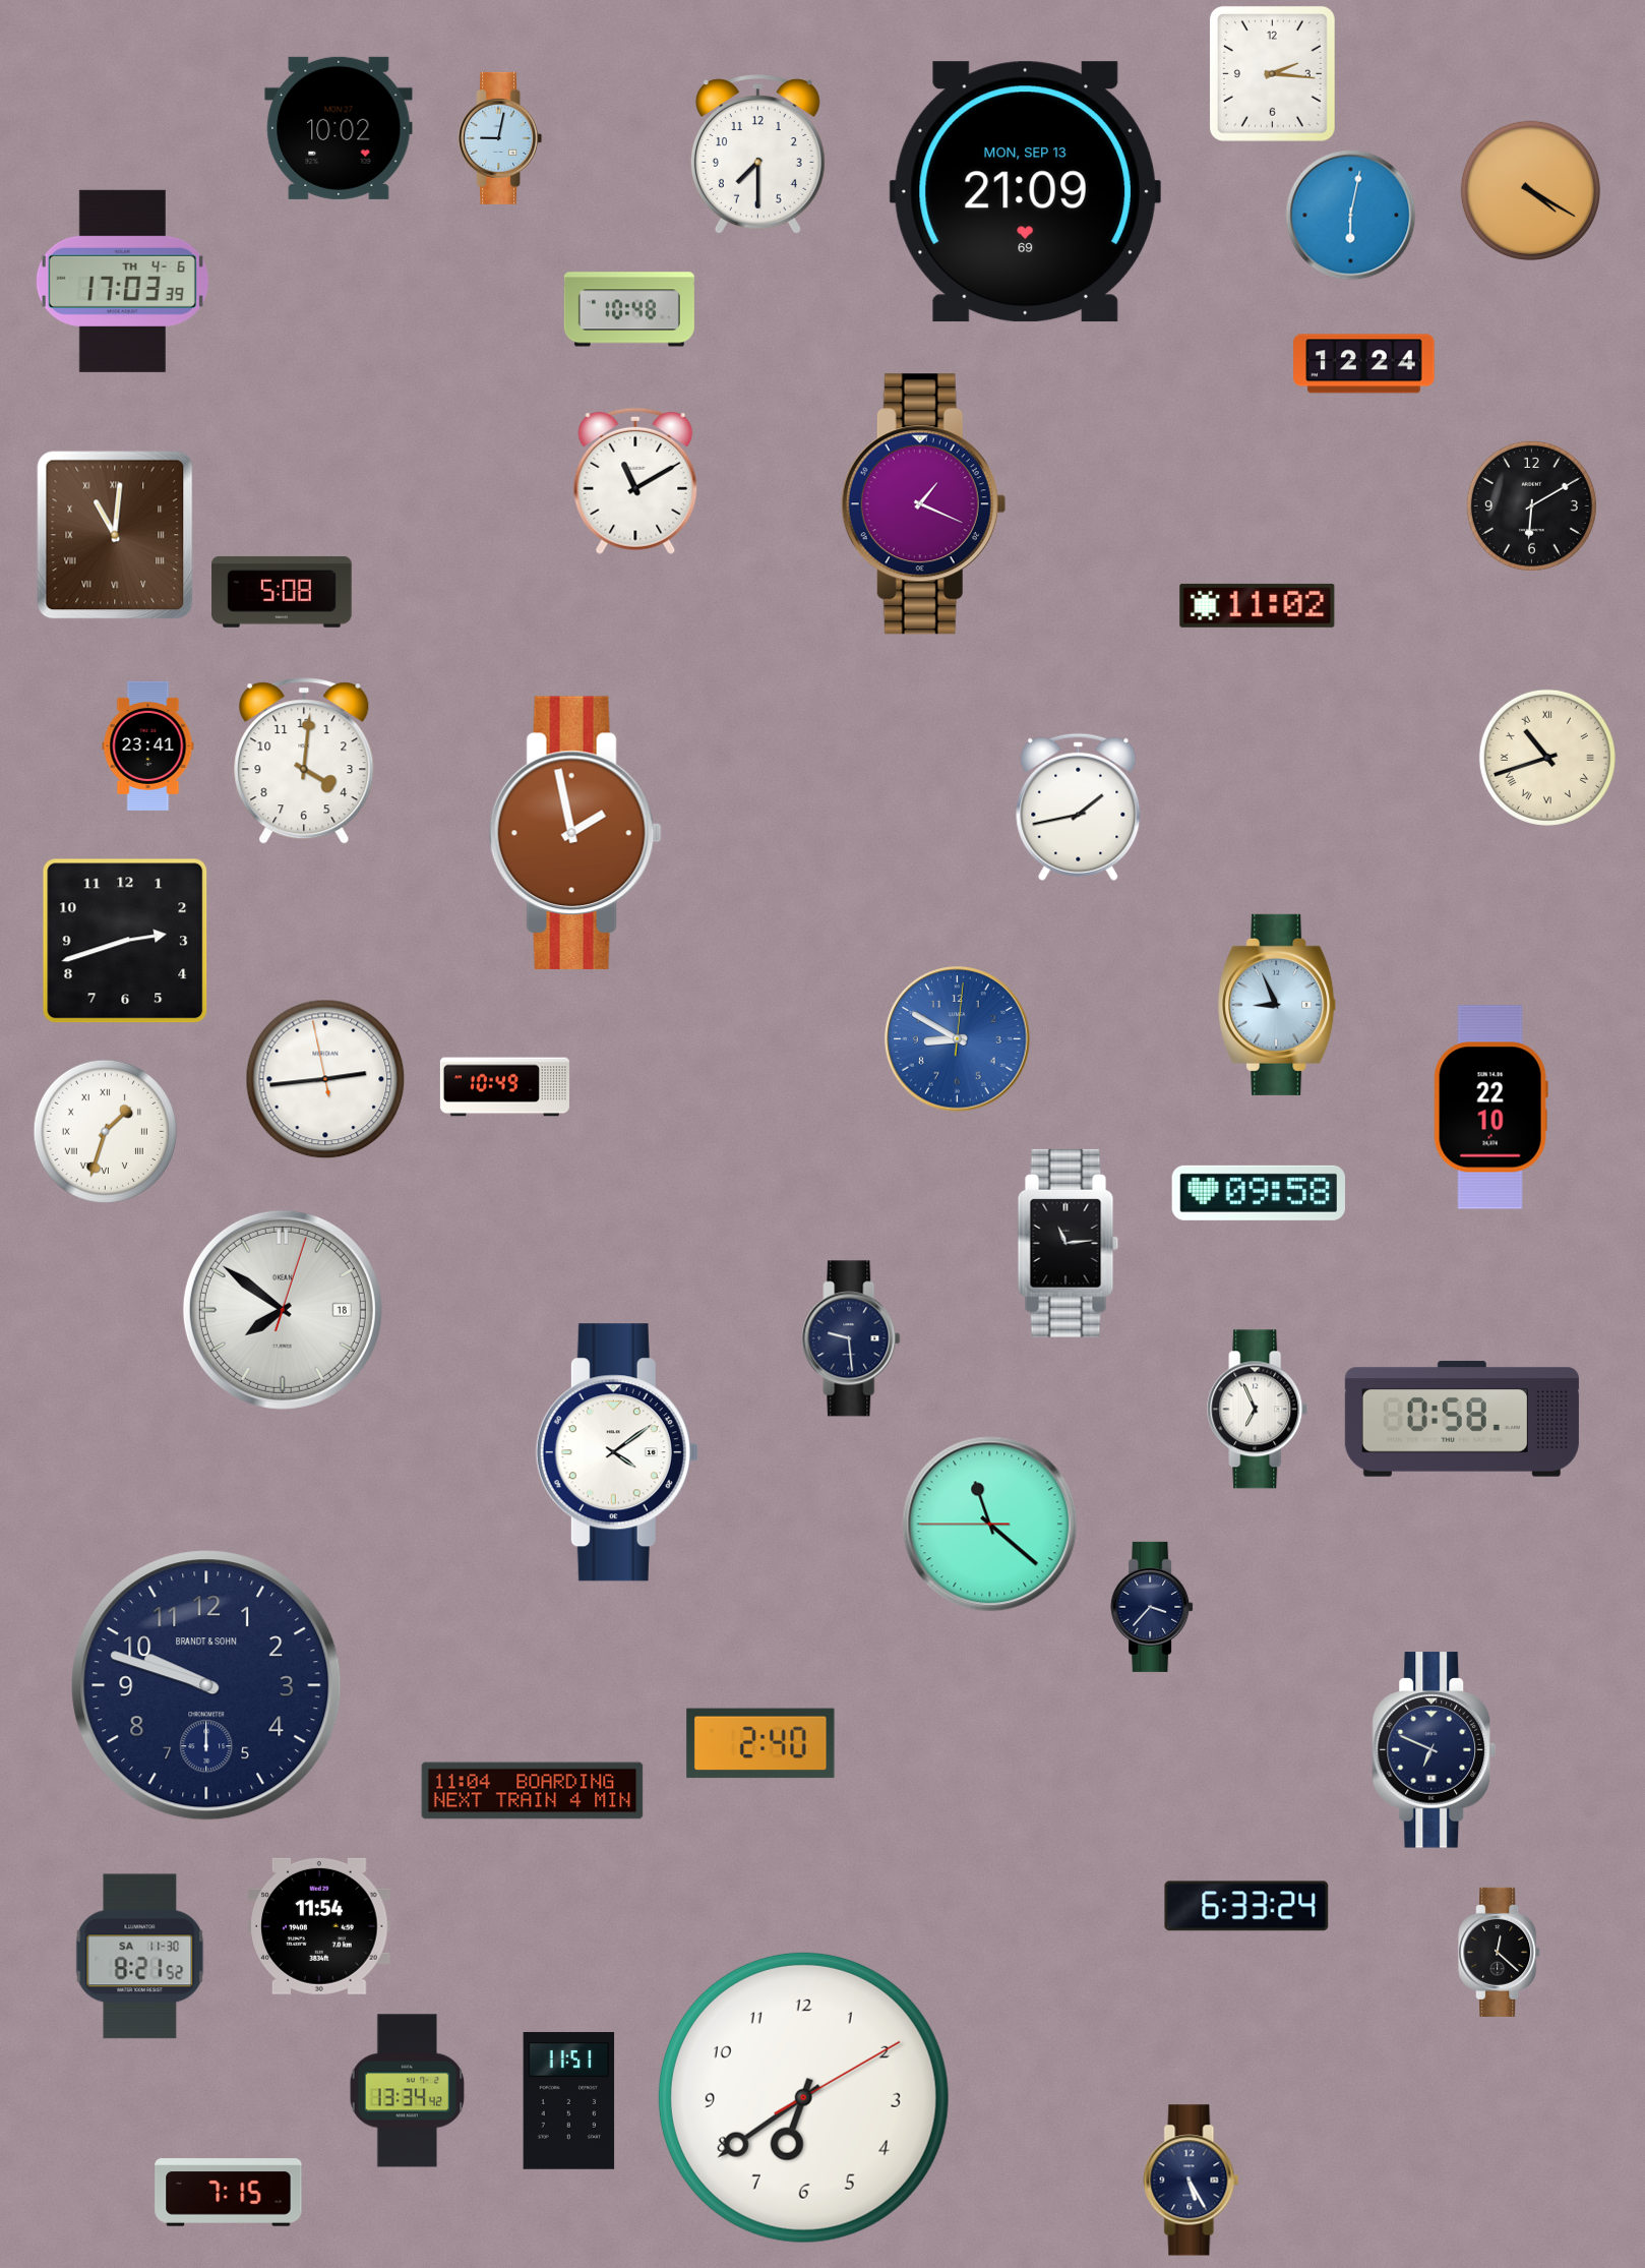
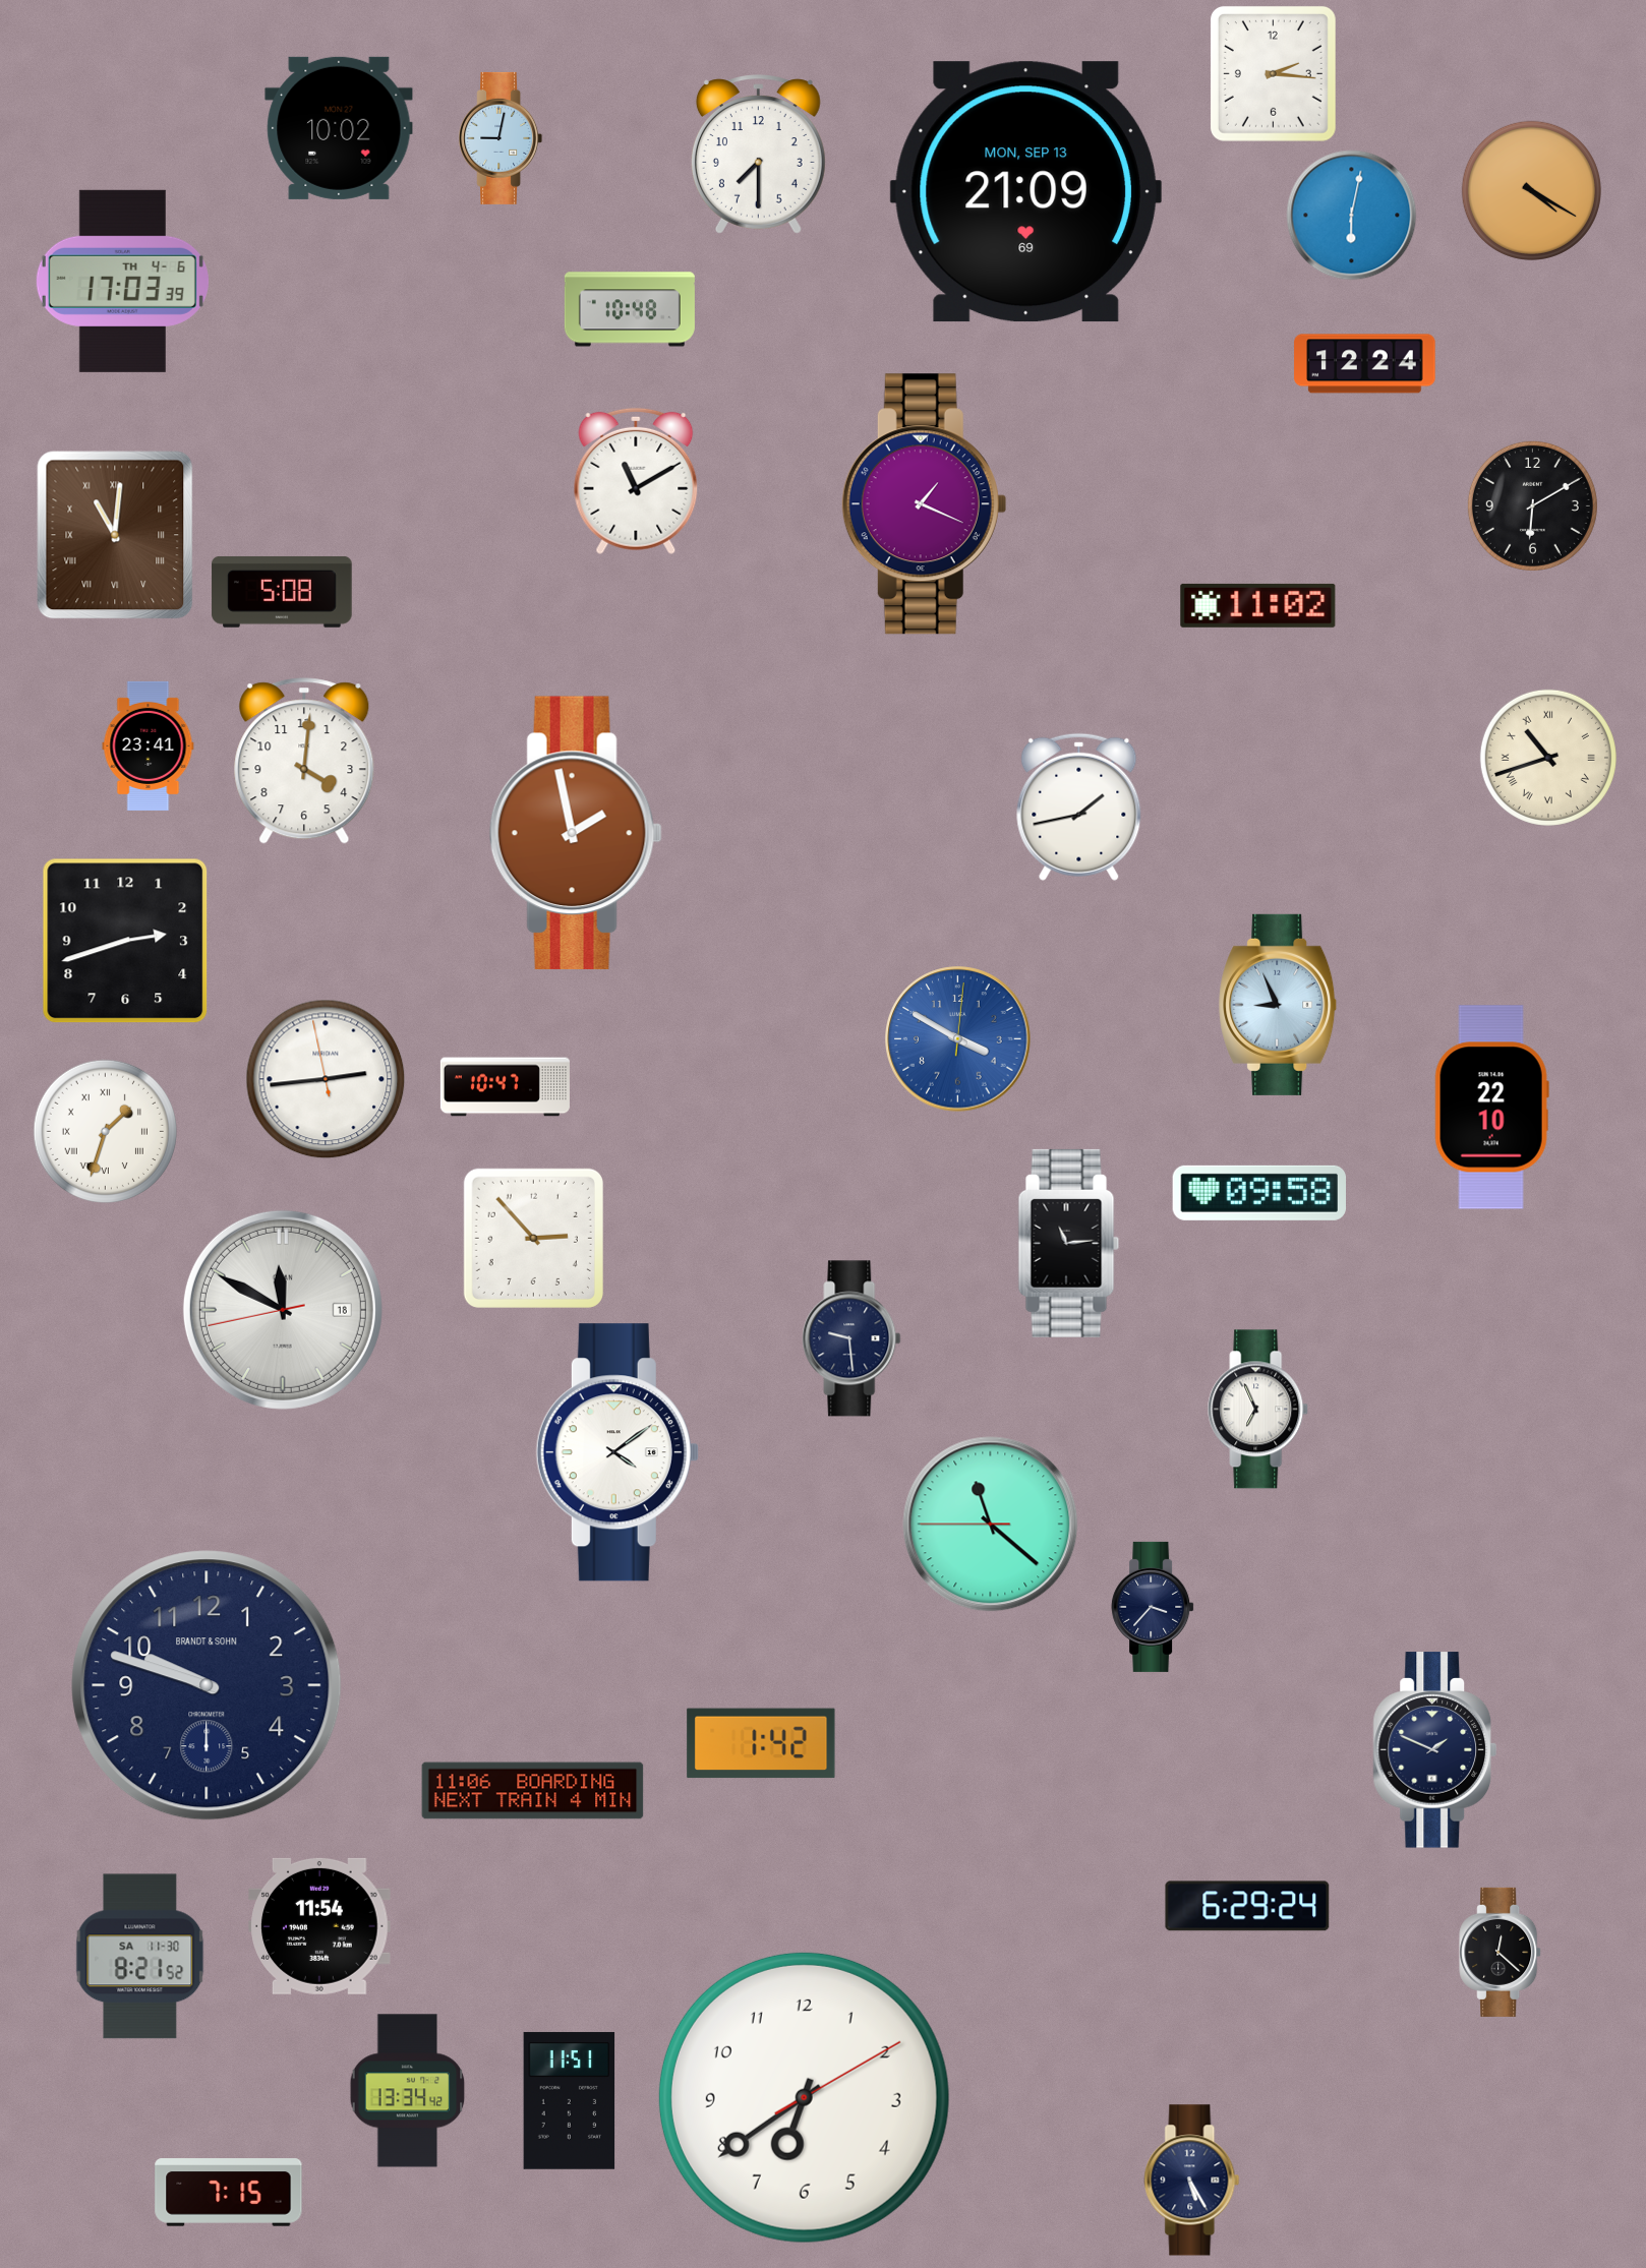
clock at (958, 1039): 8:50 -> 3:50
clock at (504, 1087): 10:49 -> 10:47
clock at (533, 1238): none -> 2:53
clock at (283, 1310): 7:51 -> 11:49
clock at (1462, 1419): 0:58 -> none
clock at (760, 1743): 2:40 -> 1:42
clock at (1434, 1750): 6:49 -> 1:49
clock at (533, 1791): 11:04 -> 11:06
clock at (1246, 1906): 6:33 -> 6:29
